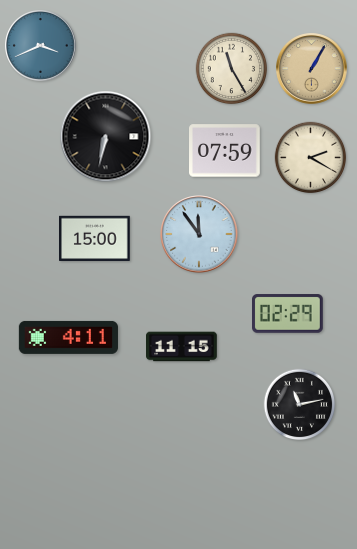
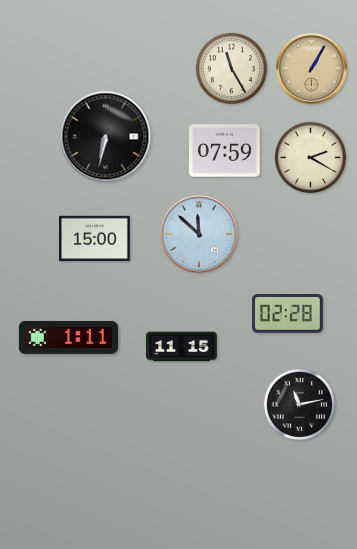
clock at (41, 46): 3:41 -> none
clock at (199, 234): 11:54 -> 11:52
clock at (288, 314): 02:29 -> 02:28
clock at (68, 337): 4:11 -> 1:11
